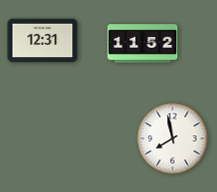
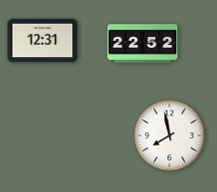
clock at (143, 44): 11:52 -> 22:52
clock at (173, 139) position: (173, 139) -> (170, 136)
